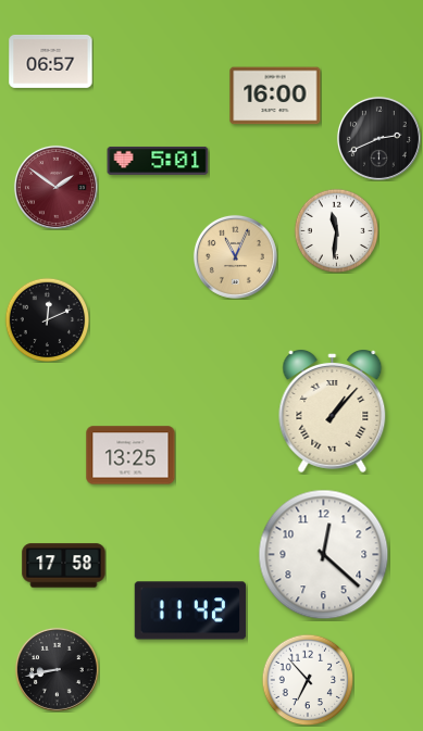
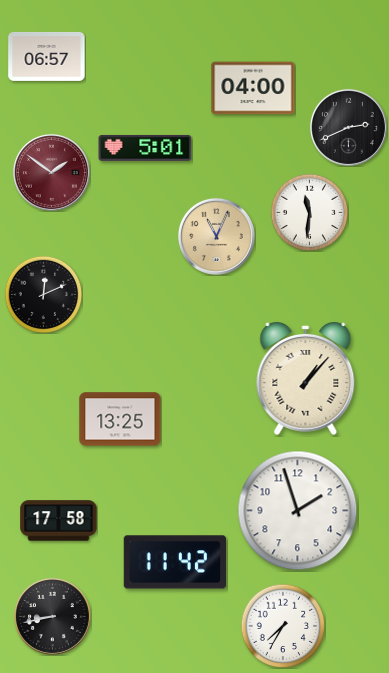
clock at (275, 96): 16:00 -> 04:00
clock at (324, 555): 12:22 -> 1:57
clock at (308, 680): 6:53 -> 7:35
